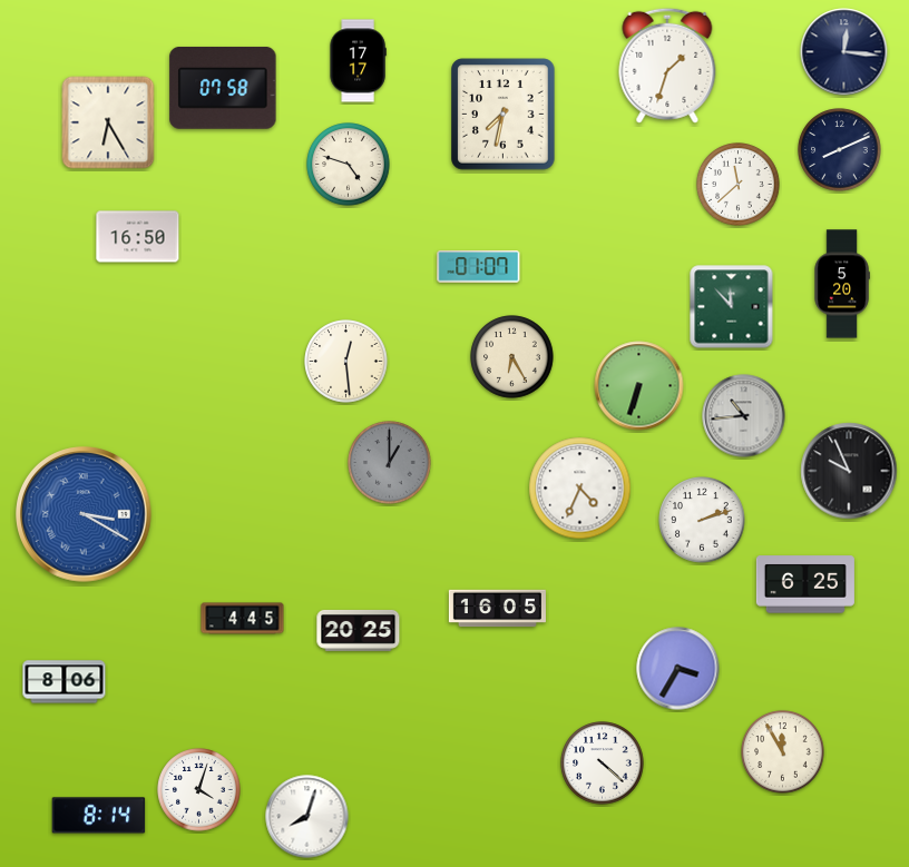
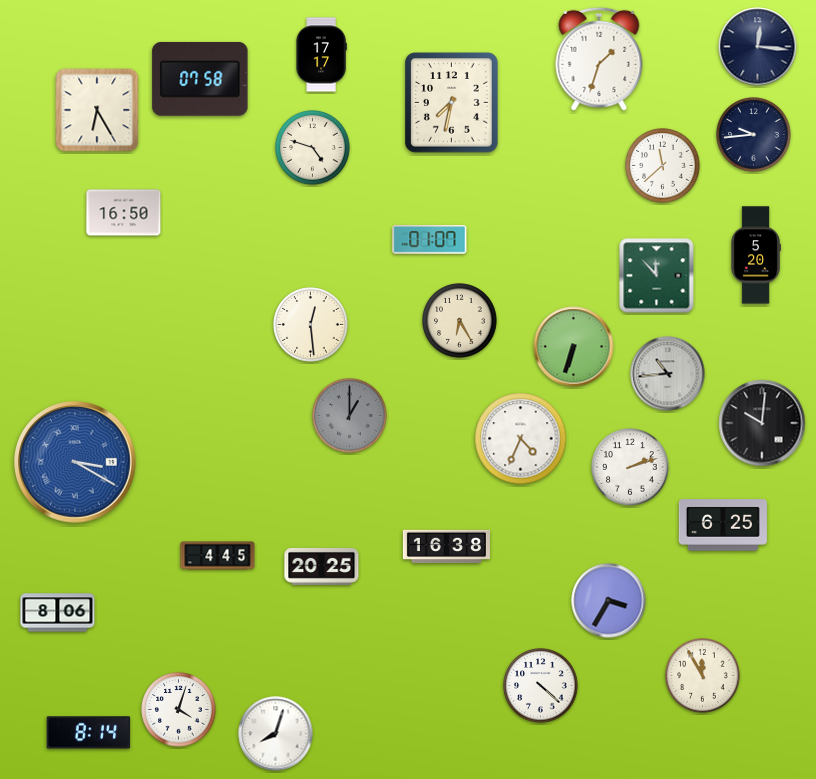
clock at (840, 150): 8:11 -> 9:44
clock at (849, 471): 9:56 -> 10:01
clock at (497, 609): 16:05 -> 16:38
